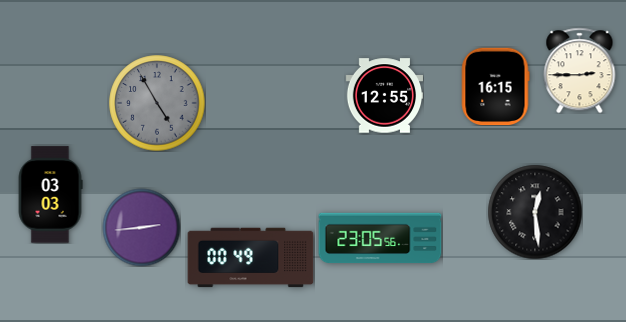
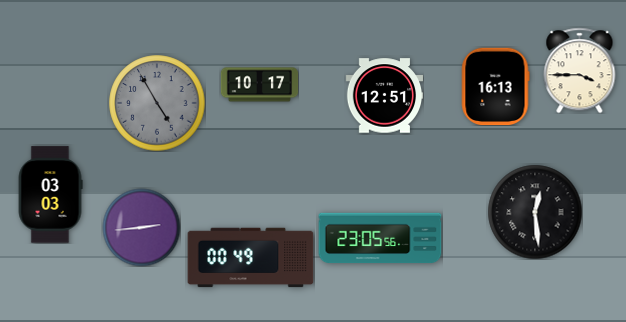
clock at (580, 70): 2:45 -> 3:45
clock at (259, 85): none -> 10:17
clock at (495, 86): 16:15 -> 16:13
clock at (384, 96): 12:55 -> 12:51
